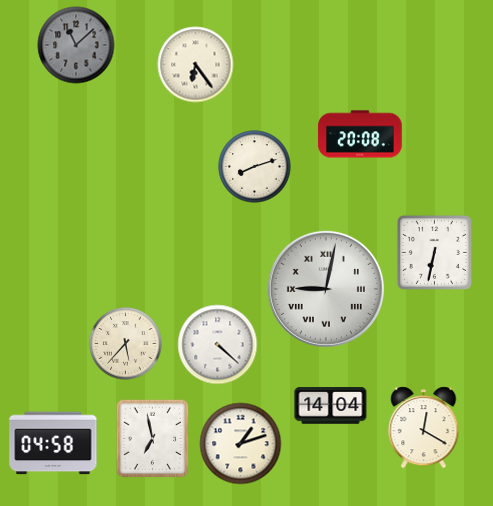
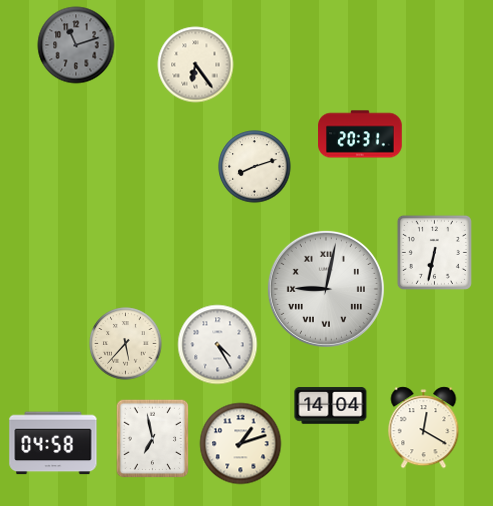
clock at (76, 45): 11:08 -> 11:12
clock at (360, 134): 20:08 -> 20:31
clock at (218, 345): 4:22 -> 4:25
